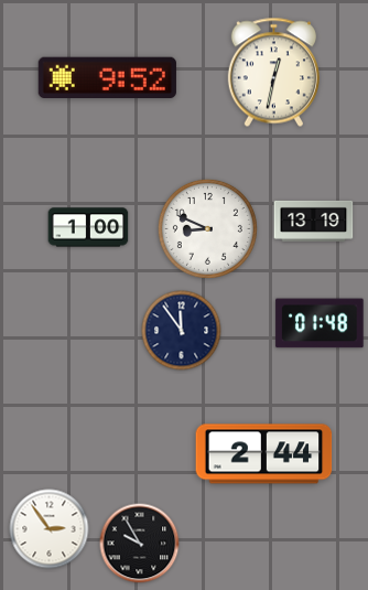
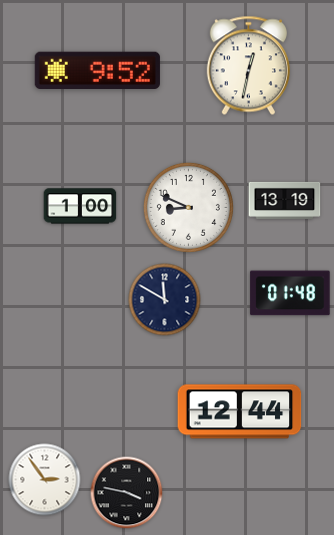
clock at (182, 331): 11:54 -> 11:50
clock at (264, 454): 2:44 -> 12:44
clock at (140, 544): 9:55 -> 3:47
